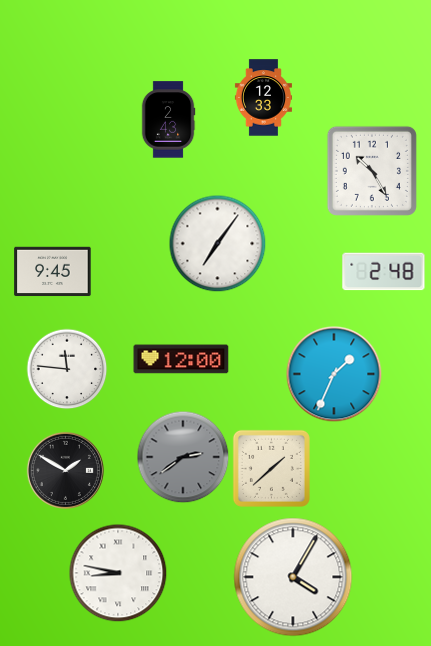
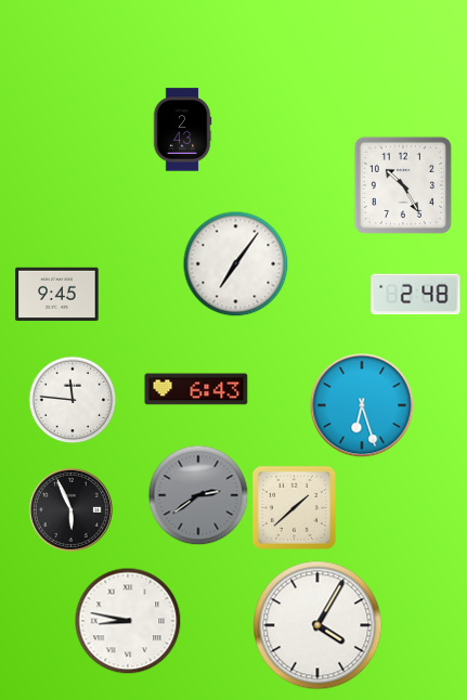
clock at (263, 98): 12:33 -> none
clock at (181, 359): 12:00 -> 6:43
clock at (334, 374): 1:34 -> 6:27
clock at (65, 470): 1:50 -> 5:56
